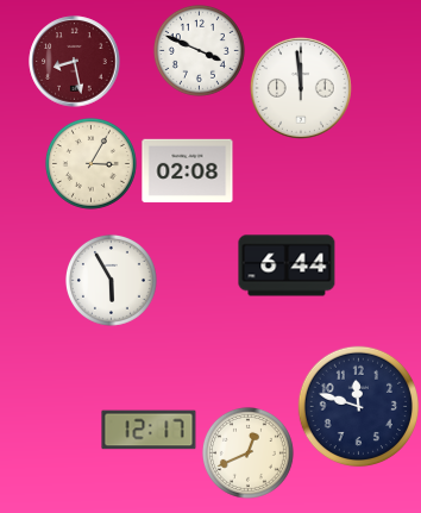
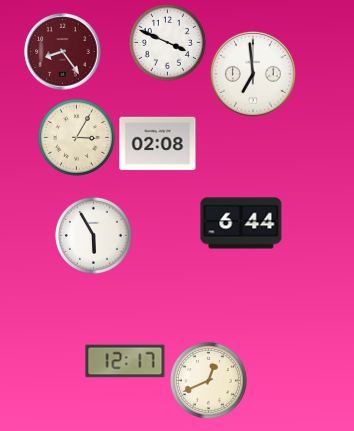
clock at (75, 62): 8:28 -> 8:24
clock at (301, 88): 11:59 -> 6:59
clock at (358, 406): 11:48 -> none
